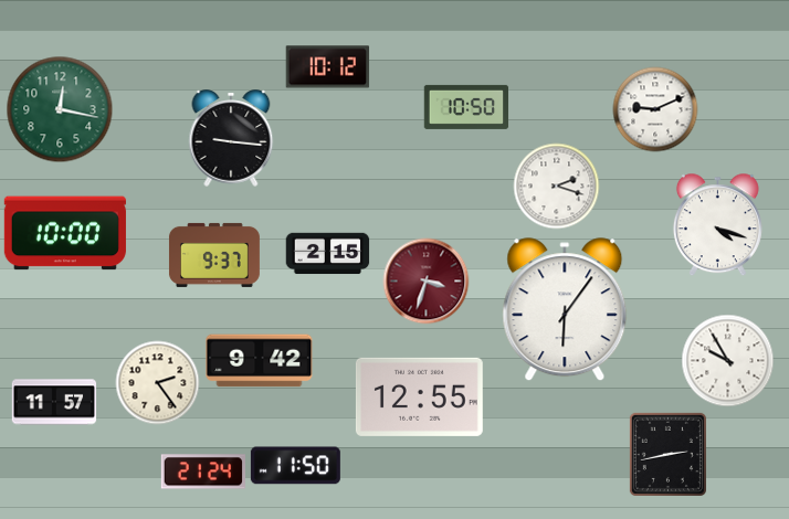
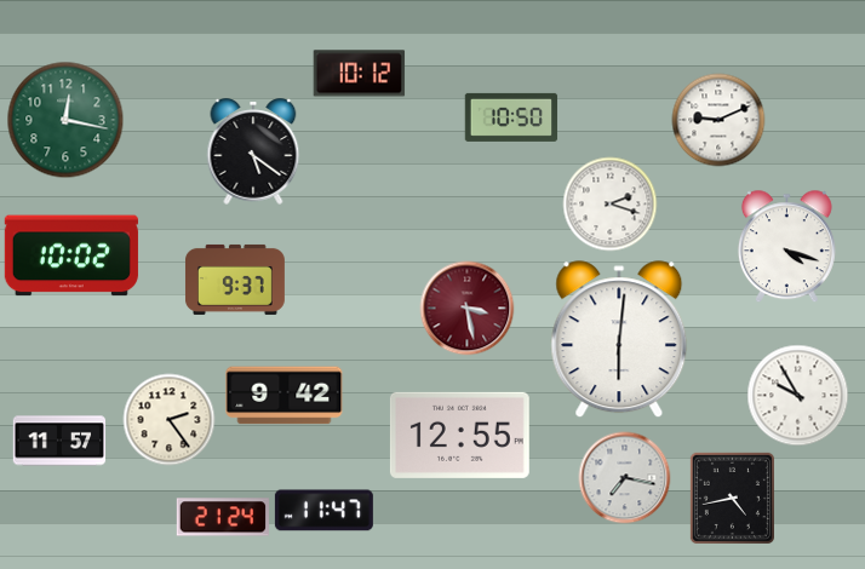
clock at (231, 138): 9:16 -> 5:21
clock at (65, 233): 10:00 -> 10:02
clock at (328, 254): 2:15 -> none
clock at (427, 282): 3:33 -> 3:28
clock at (565, 310): 6:06 -> 6:01
clock at (158, 383) position: (158, 383) -> (170, 420)
clock at (625, 478): none -> 7:17
clock at (667, 454): 2:43 -> 4:43
clock at (295, 466): 11:50 -> 11:47
